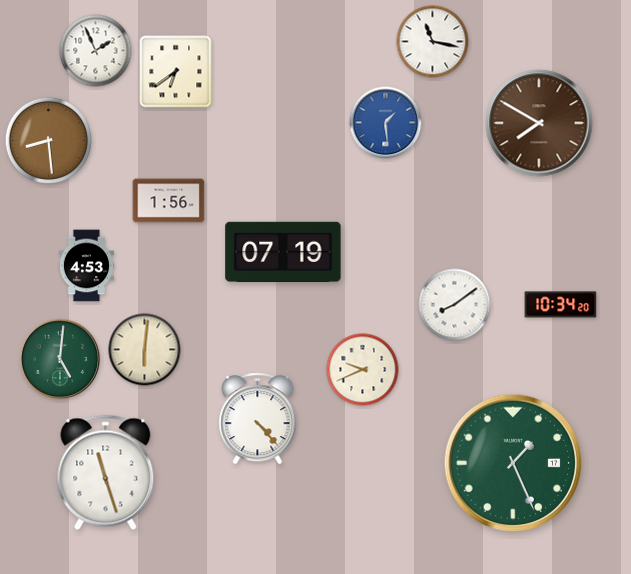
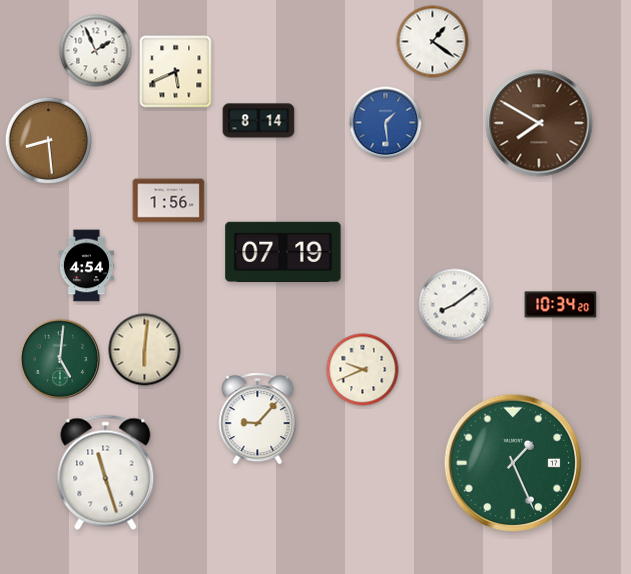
clock at (433, 42): 11:17 -> 1:21
clock at (176, 72): 6:39 -> 5:41
clock at (259, 121): none -> 8:14
clock at (87, 266): 4:53 -> 4:54
clock at (258, 419): 4:23 -> 9:07
